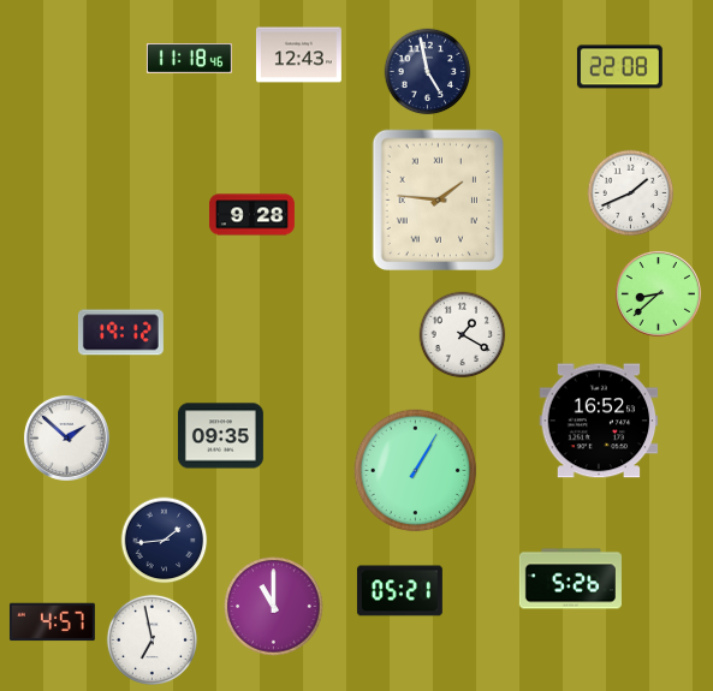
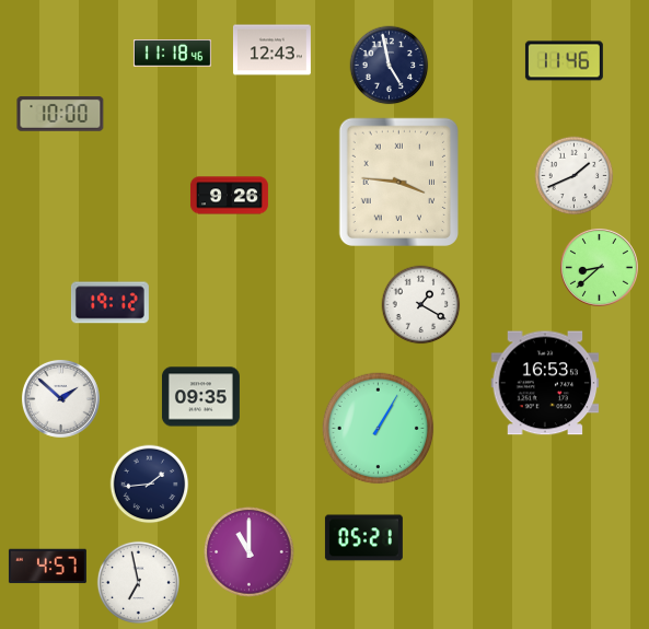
clock at (619, 67): 22:08 -> 11:46
clock at (60, 114): none -> 10:00
clock at (438, 199): 1:46 -> 3:46
clock at (251, 215): 9:28 -> 9:26
clock at (599, 421): 16:52 -> 16:53
clock at (165, 541) position: (165, 541) -> (150, 485)
clock at (570, 579): 5:26 -> none
